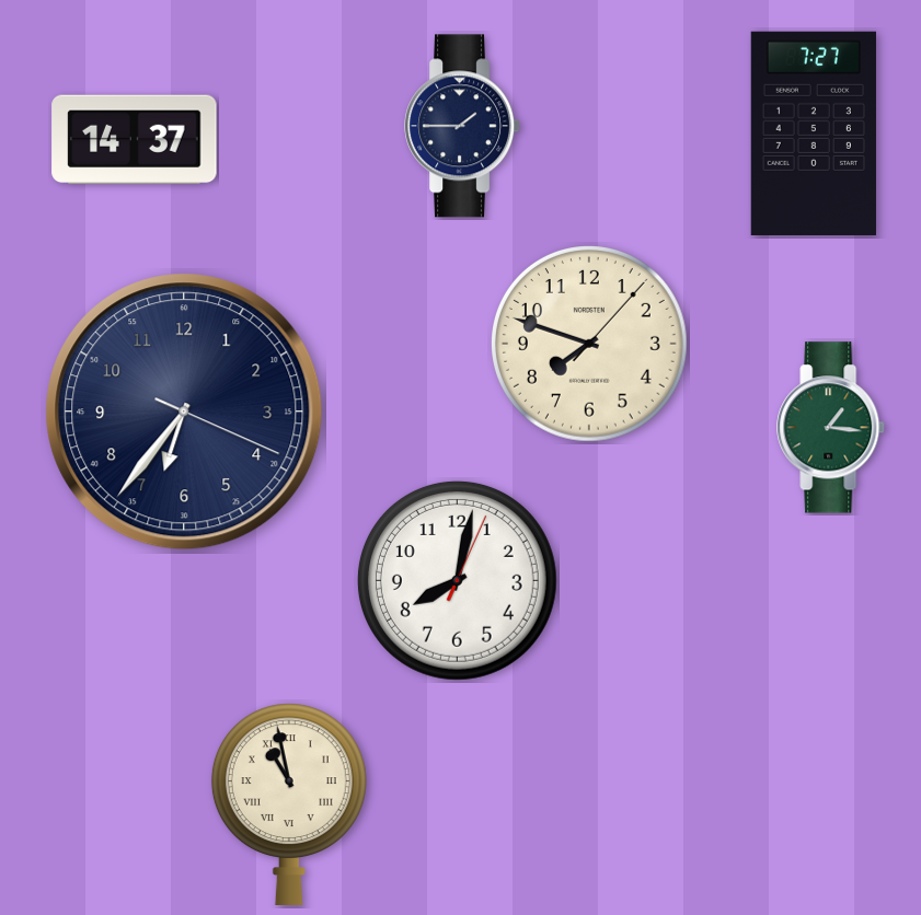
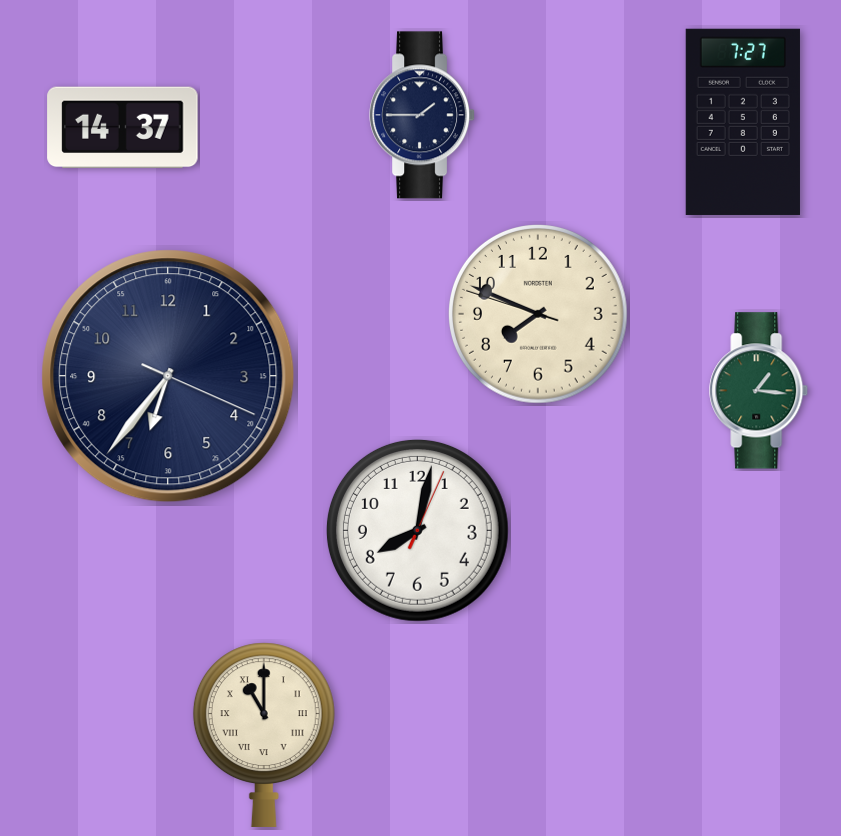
clock at (590, 345): 7:48:07 -> 7:48:48
clock at (289, 804): 10:58 -> 11:00
